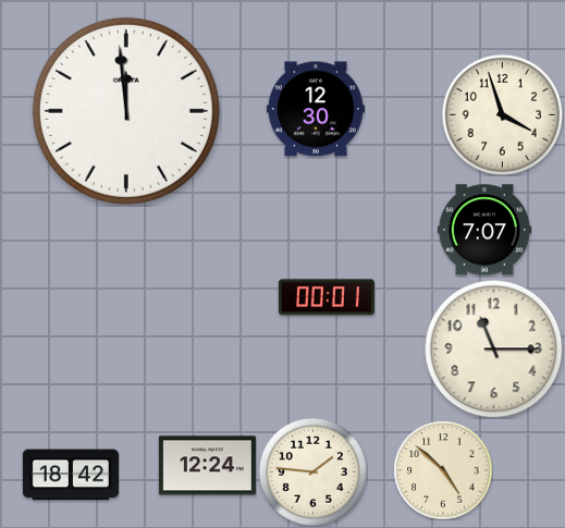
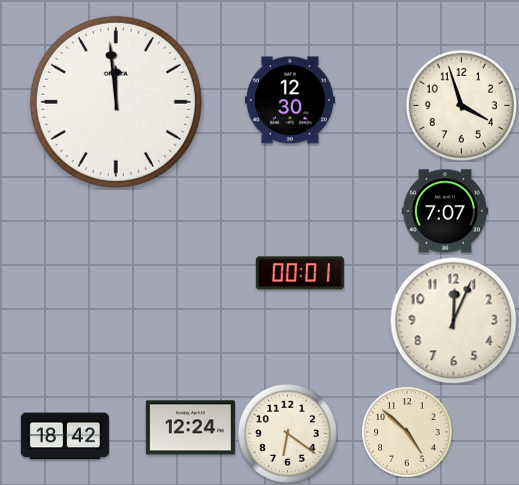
clock at (493, 348): 11:15 -> 12:04
clock at (312, 471): 1:46 -> 6:21
